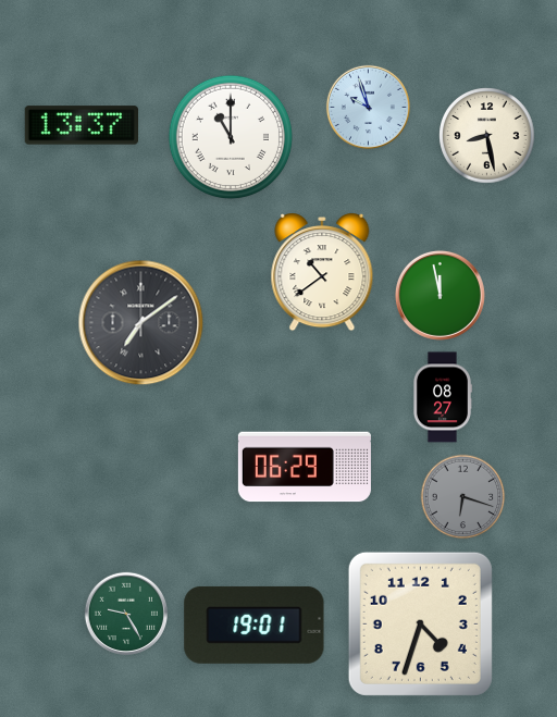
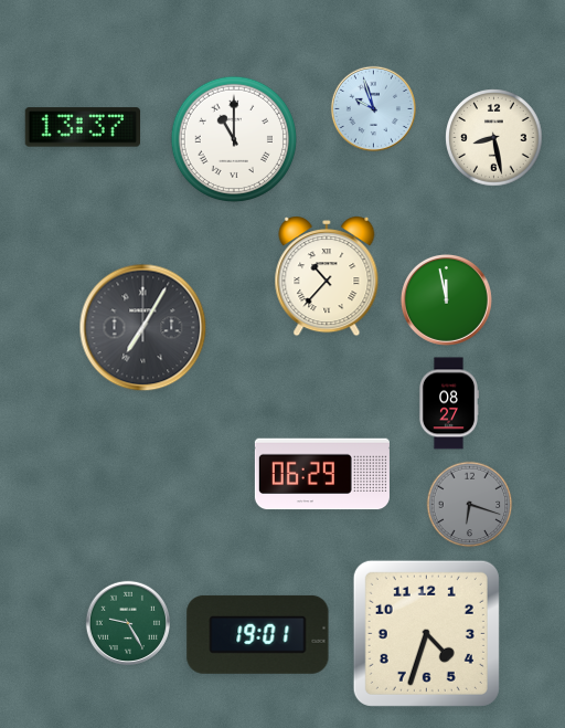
clock at (322, 272): 10:39 -> 10:37
clock at (141, 323): 7:09 -> 7:05
clock at (305, 467) position: (305, 467) -> (322, 474)
